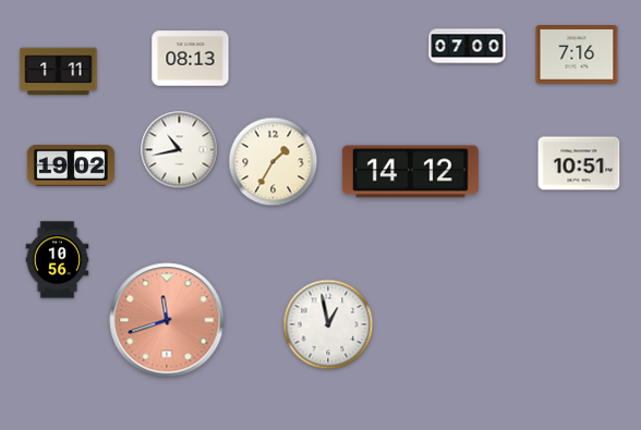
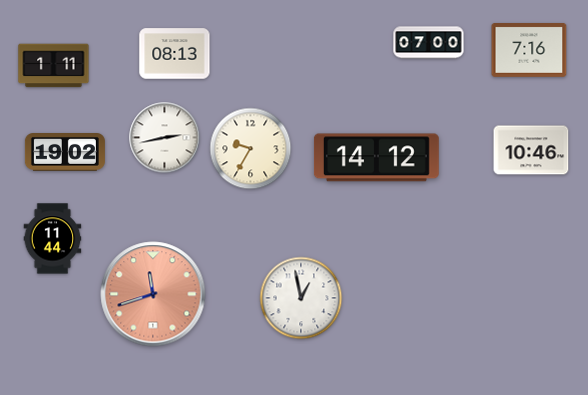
clock at (180, 150): 10:43 -> 2:43
clock at (274, 162): 1:35 -> 9:35
clock at (579, 163): 10:51 -> 10:46
clock at (58, 260): 10:56 -> 11:44
